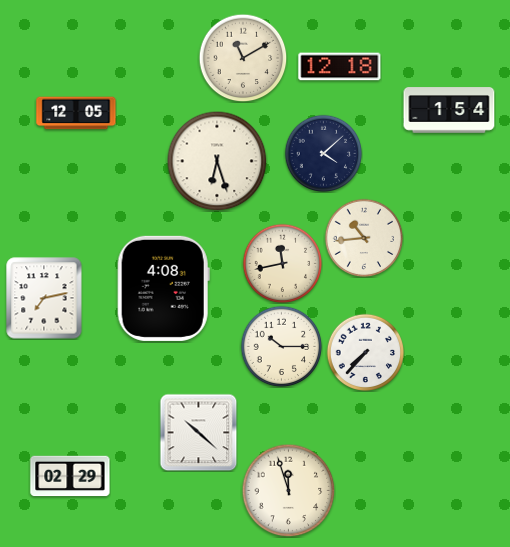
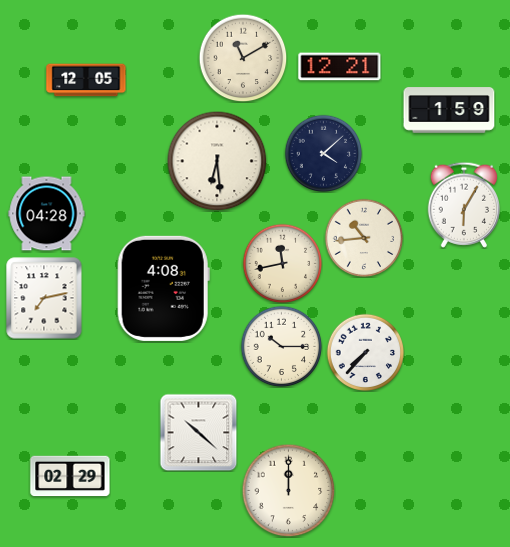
clock at (340, 67): 12:18 -> 12:21
clock at (449, 110): 1:54 -> 1:59
clock at (76, 113) position: (76, 113) -> (86, 80)
clock at (217, 161): 6:27 -> 6:29
clock at (463, 205): none -> 6:05
clock at (47, 214): none -> 04:28
clock at (288, 490): 11:57 -> 12:00
